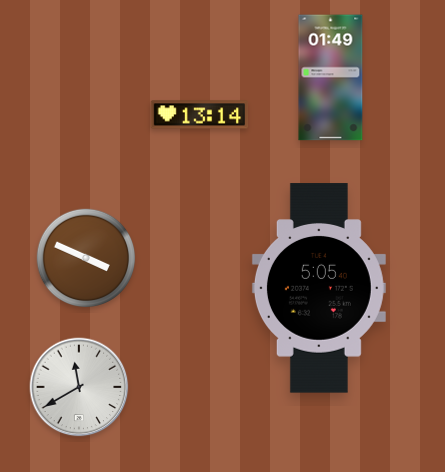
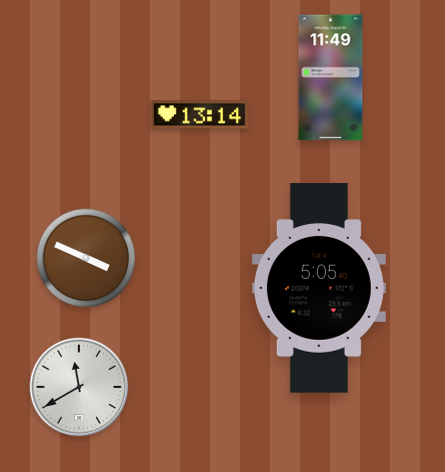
clock at (331, 78): 01:49 -> 11:49
